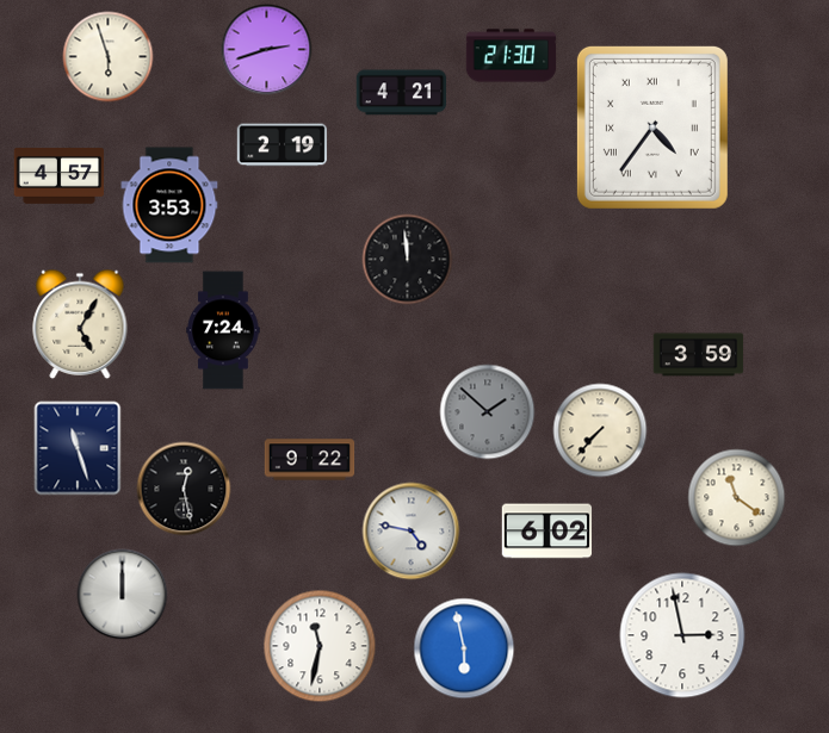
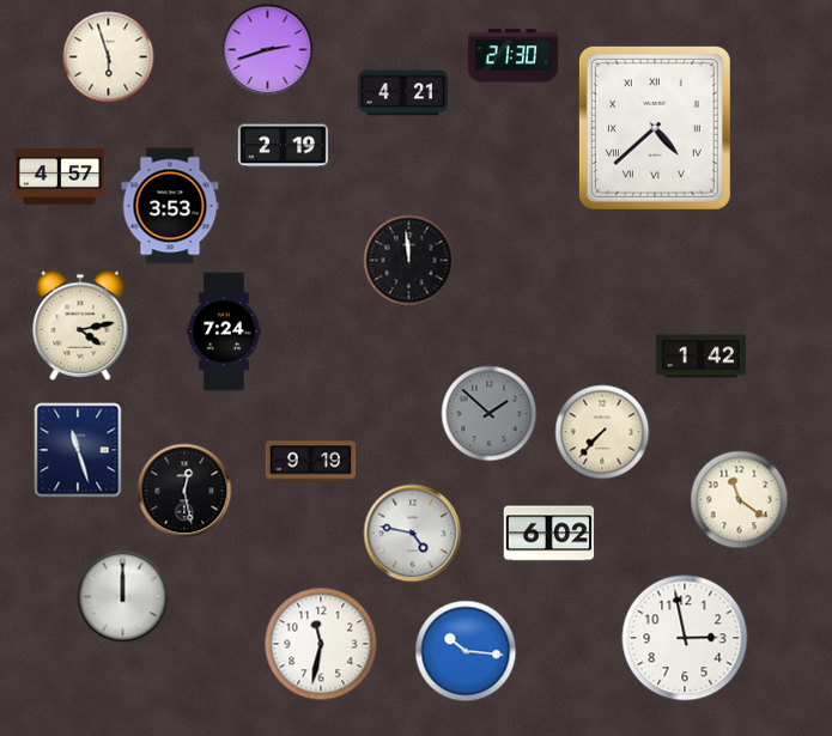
clock at (652, 128): 4:36 -> 4:38
clock at (80, 324): 5:05 -> 4:13
clock at (699, 355): 3:59 -> 1:42
clock at (310, 460): 9:22 -> 9:19
clock at (320, 646) position: (320, 646) -> (321, 644)
clock at (464, 648): 5:58 -> 10:16
